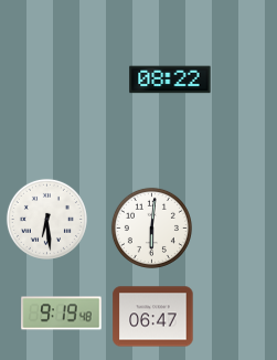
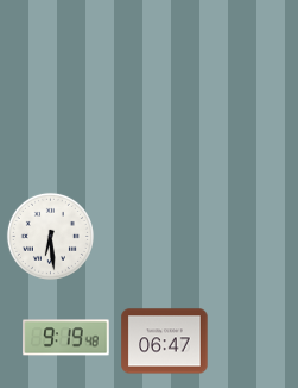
clock at (170, 80): 08:22 -> none
clock at (151, 227): 6:01 -> none
